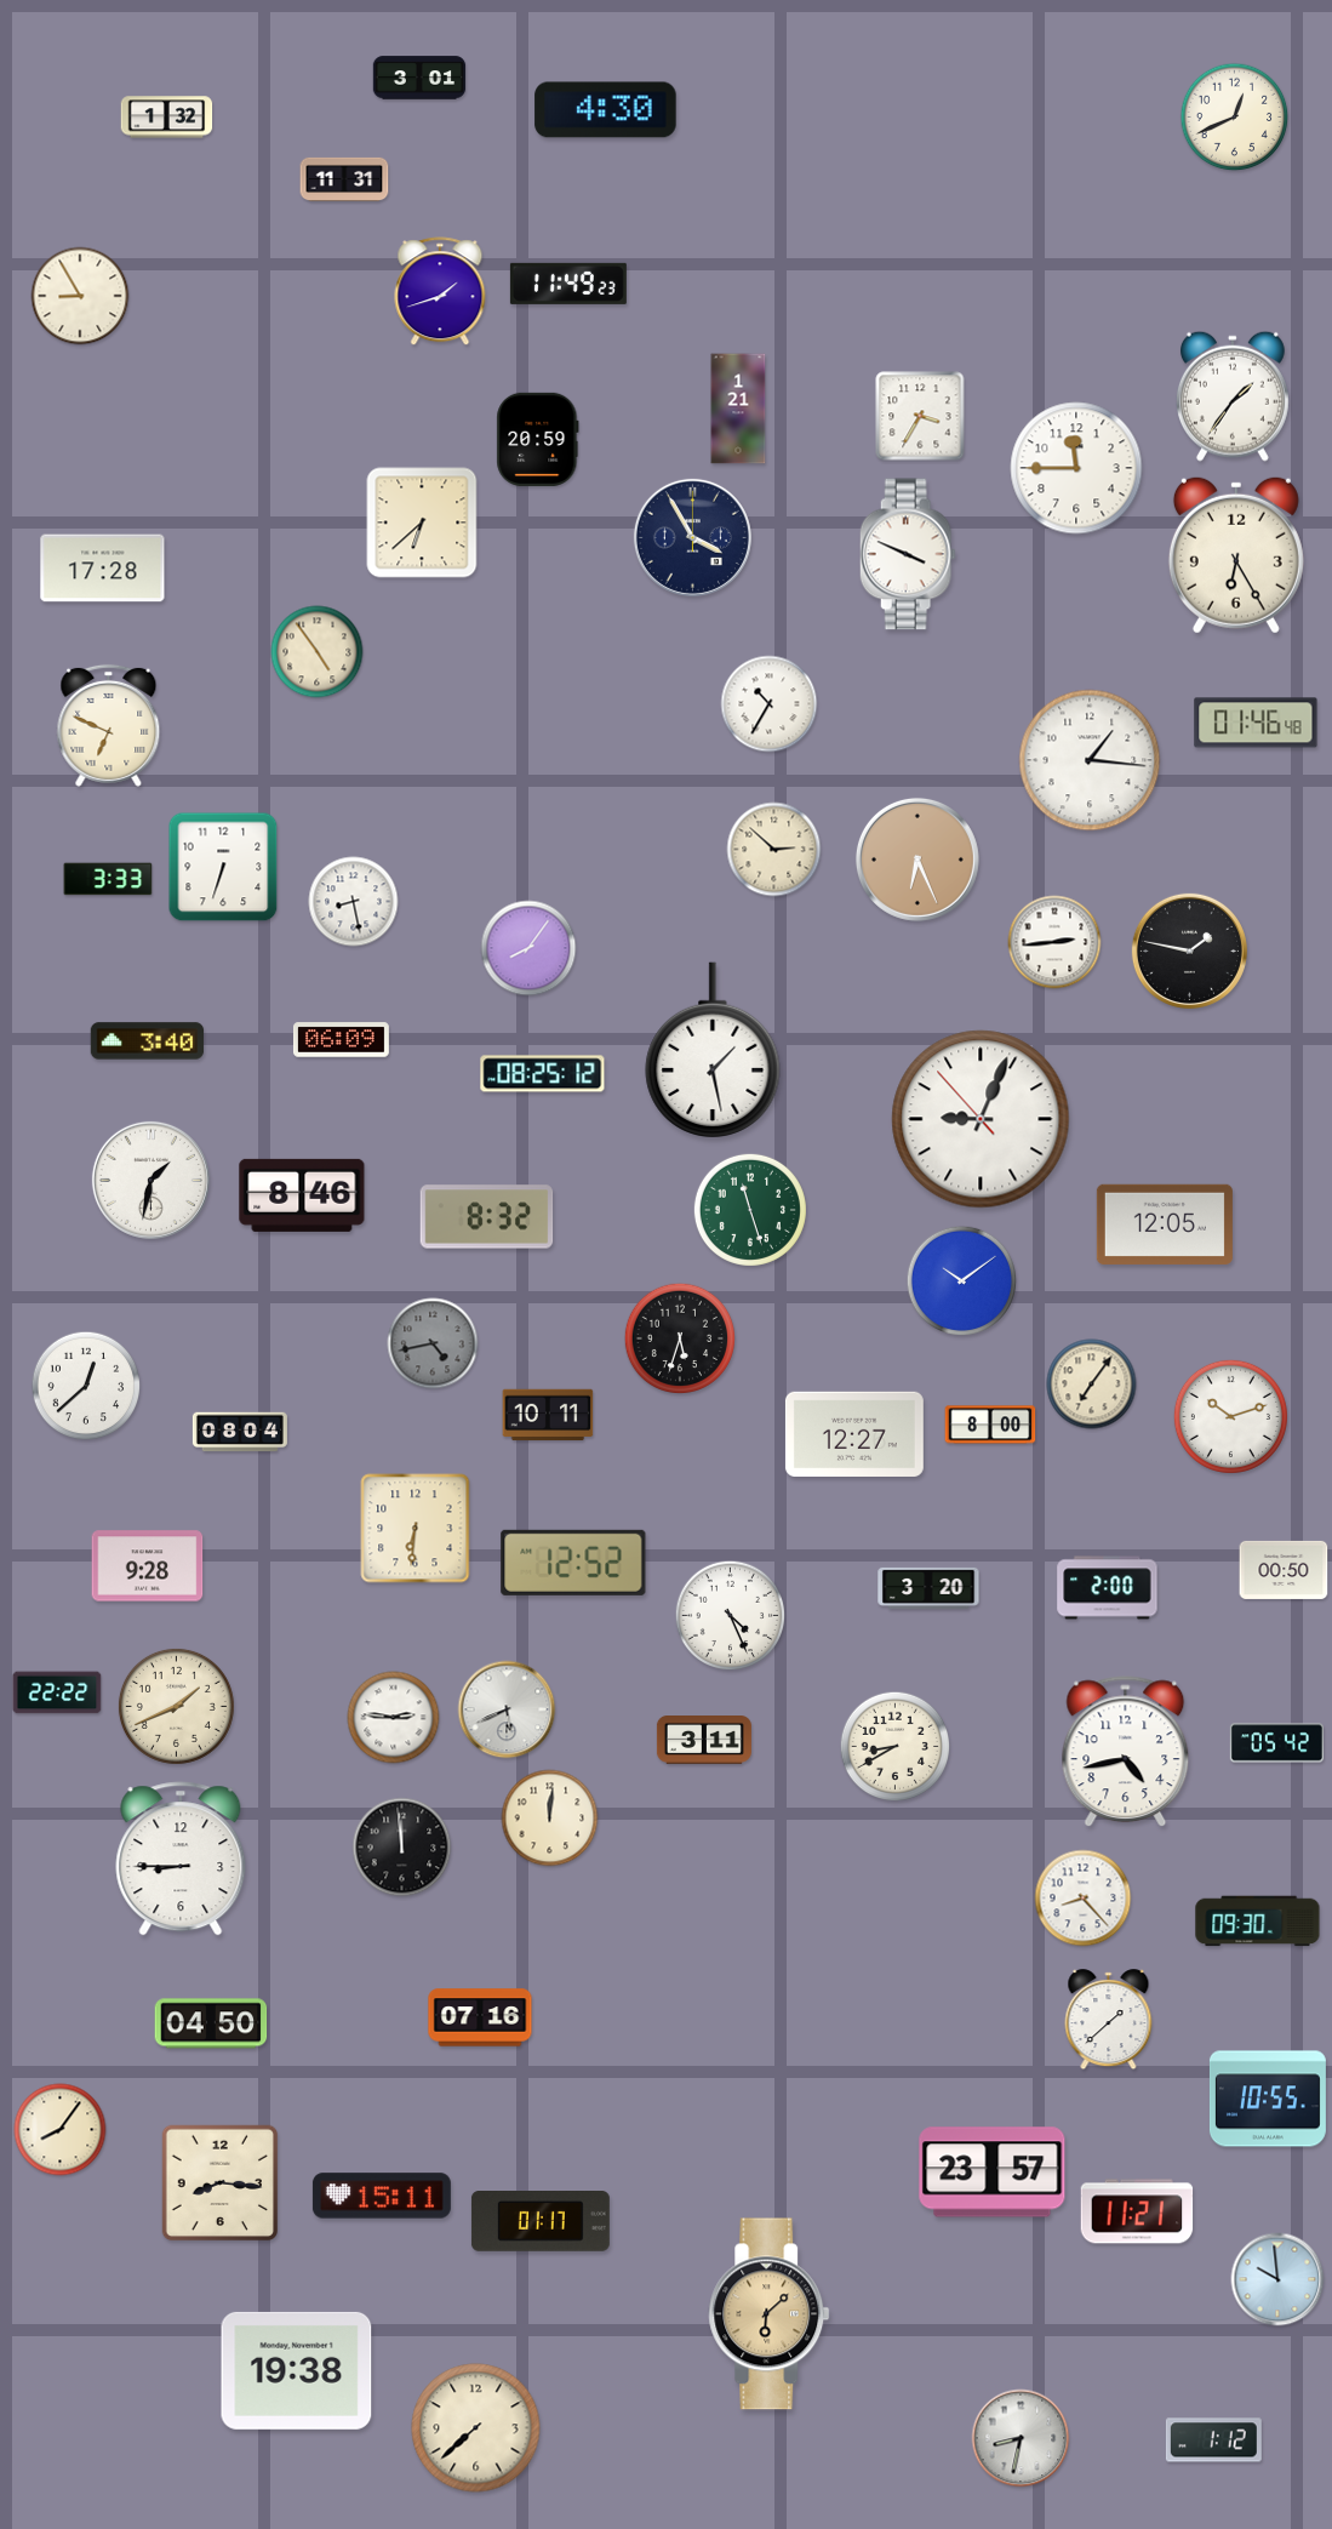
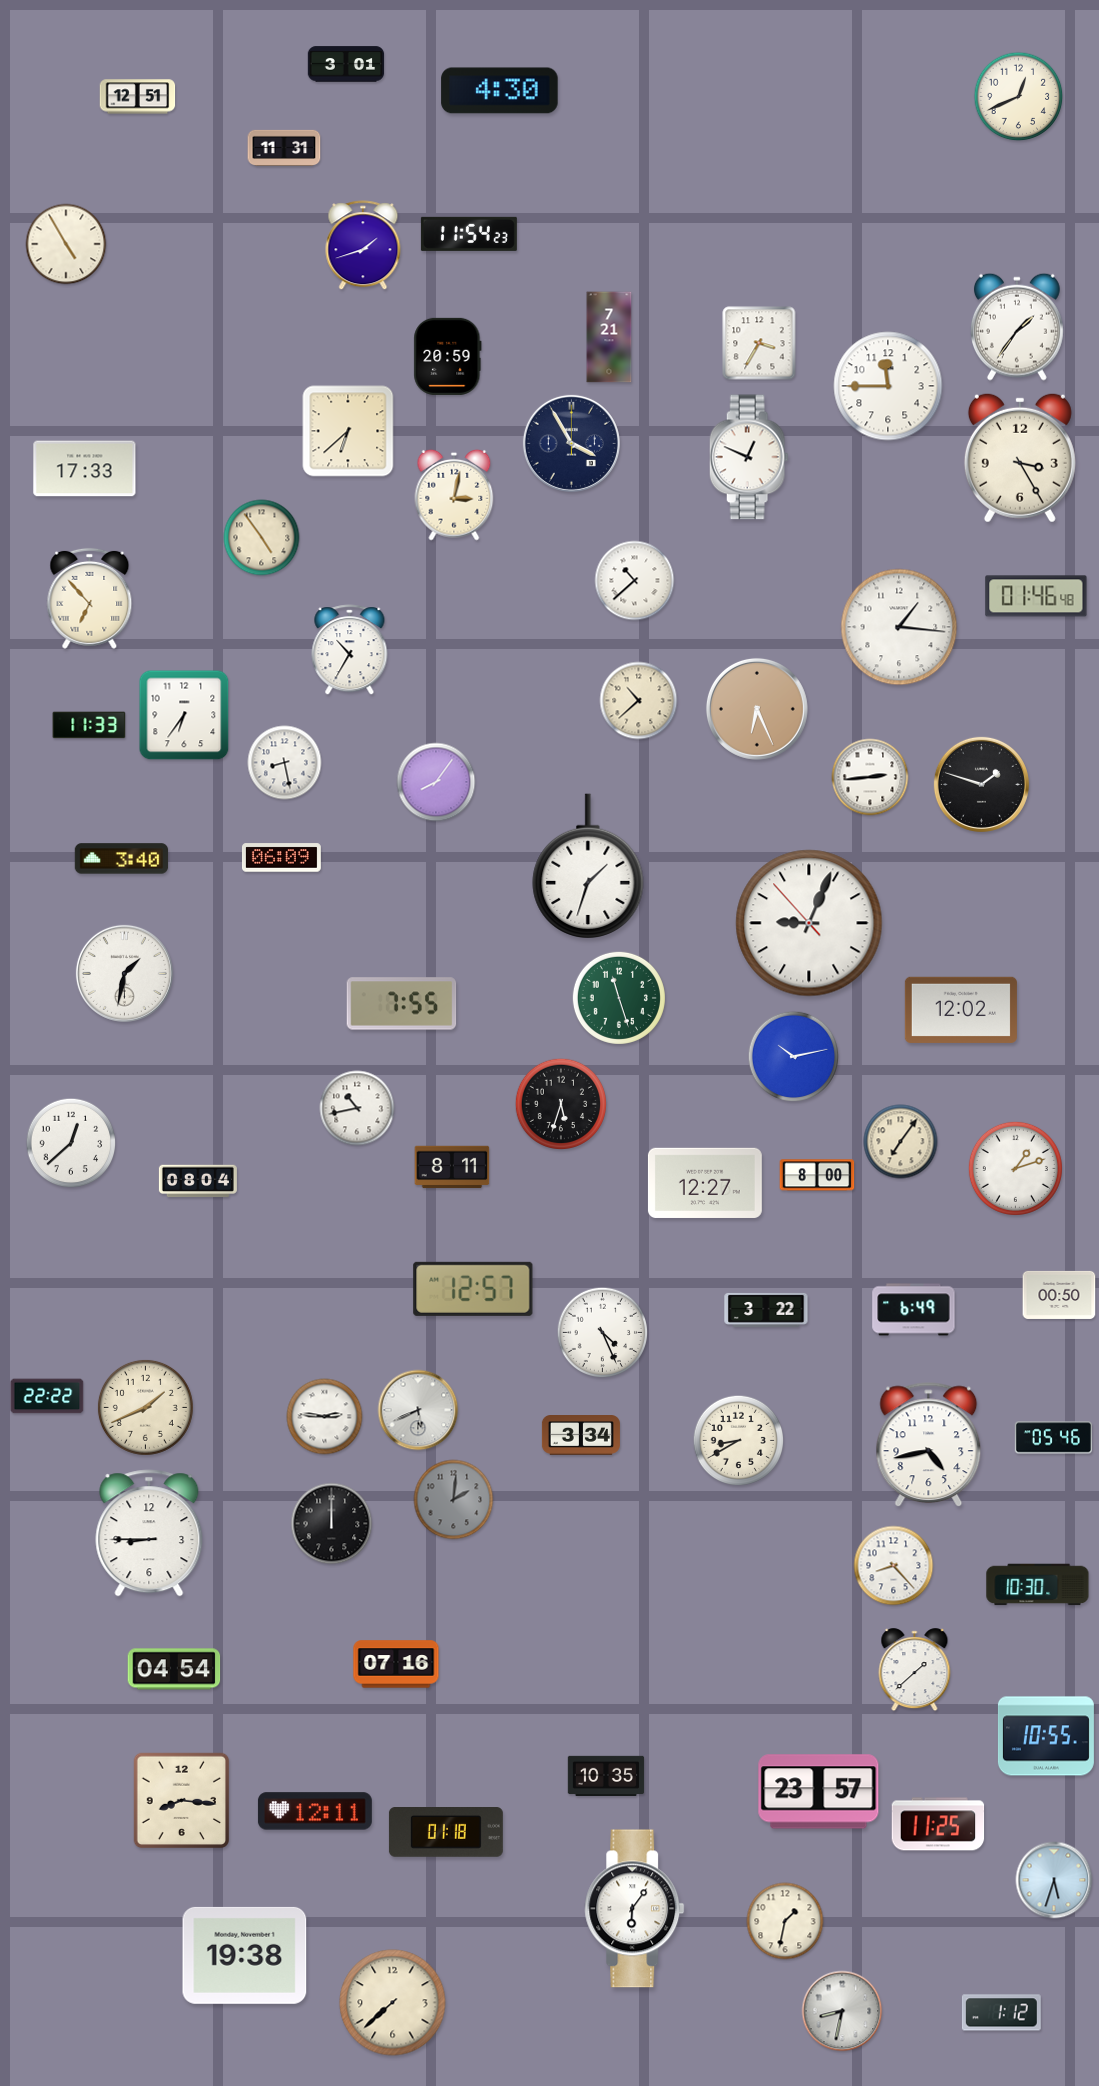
clock at (167, 118): 1:32 -> 12:51
clock at (568, 284): 11:49 -> 11:54
clock at (440, 292) position: (440, 292) -> (363, 246)
clock at (80, 296): 8:55 -> 4:55
clock at (738, 409): 1:21 -> 7:21
clock at (538, 439) position: (538, 439) -> (448, 356)
clock at (908, 554): 3:49 -> 12:49
clock at (1236, 555): 6:25 -> 3:25
clock at (103, 569): 17:28 -> 17:33
clock at (454, 495): none -> 3:02
clock at (770, 704): 10:35 -> 10:38
clock at (109, 725): 6:49 -> 6:53
clock at (350, 650): none -> 10:35
clock at (774, 850): 2:52 -> 10:38
clock at (223, 867): 6:33 -> 6:36
clock at (108, 879): 3:33 -> 11:33
clock at (354, 902) position: (354, 902) -> (285, 763)
clock at (1189, 950): 1:47 -> 1:48
clock at (713, 1050): 1:28 -> 1:33
clock at (543, 1074): 08:25 -> none
clock at (302, 1195): 8:46 -> none
clock at (487, 1217): 8:32 -> 7:55
clock at (1165, 1224): 12:05 -> 12:02
clock at (962, 1281): 10:09 -> 10:13
clock at (433, 1343): 4:43 -> 10:43
clock at (433, 1343) dial: grey -> white
clock at (548, 1415): 10:11 -> 8:11
clock at (1230, 1416): 10:12 -> 1:12
clock at (416, 1529): 6:31 -> none
clock at (573, 1563): 12:52 -> 12:57
clock at (148, 1566): 9:28 -> none
clock at (928, 1588): 3:20 -> 3:22
clock at (1108, 1588): 2:00 -> 6:49
clock at (704, 1741): 3:11 -> 3:34
clock at (1276, 1743): 05:42 -> 05:46
clock at (550, 1819): 12:01 -> 2:01
clock at (550, 1819) dial: cream -> grey
clock at (402, 1848): 11:59 -> 12:00
clock at (1258, 1922): 09:30 -> 10:30
clock at (1109, 2020) position: (1109, 2020) -> (915, 1670)
clock at (211, 2023): 04:50 -> 04:54
clock at (1268, 2099) position: (1268, 2099) -> (1046, 1736)
clock at (61, 2130): 8:06 -> none
clock at (606, 1775): none -> 10:35
clock at (382, 2196): 15:11 -> 12:11
clock at (1137, 2211): 11:21 -> 11:25
clock at (541, 2222): 01:17 -> 01:18
clock at (1277, 2279): 9:59 -> 5:33
clock at (770, 2314): 6:08 -> 6:06
clock at (770, 2314) dial: champagne -> white
clock at (785, 1921): none -> 1:32
